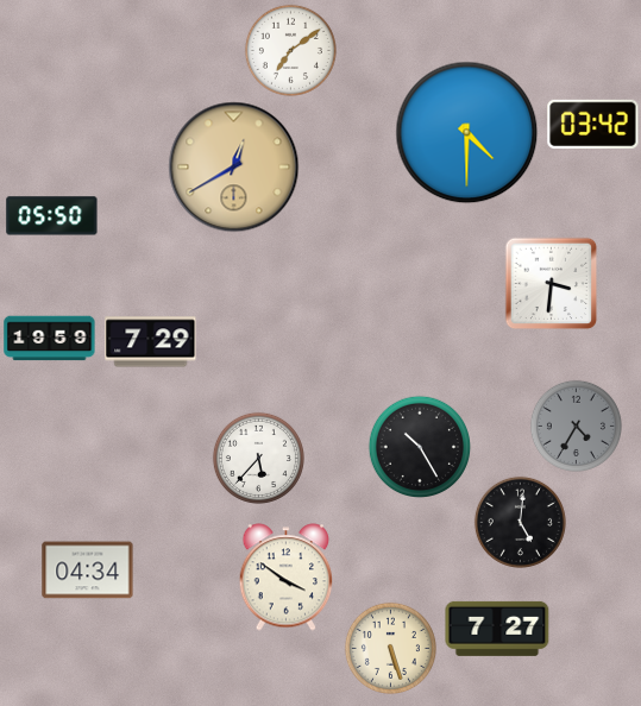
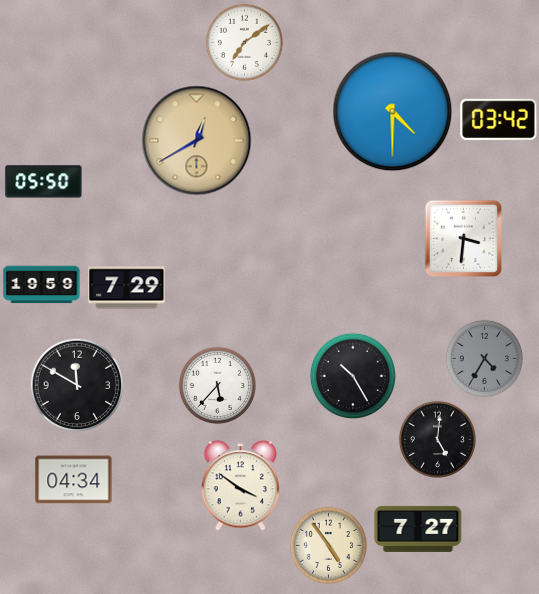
clock at (593, 124) position: (593, 124) -> (499, 119)
clock at (77, 385): none -> 11:50
clock at (390, 648): 5:27 -> 4:54
